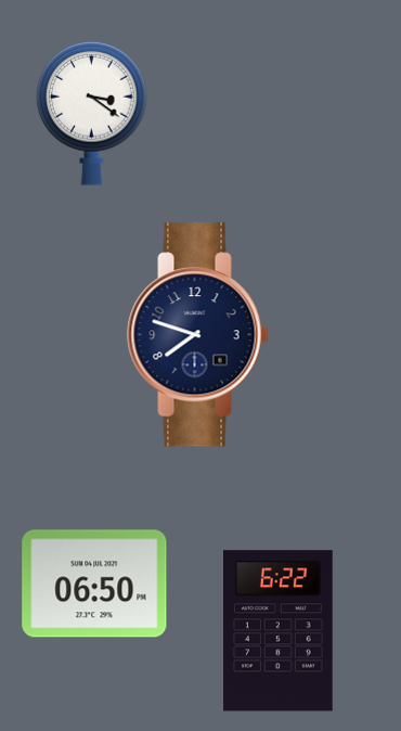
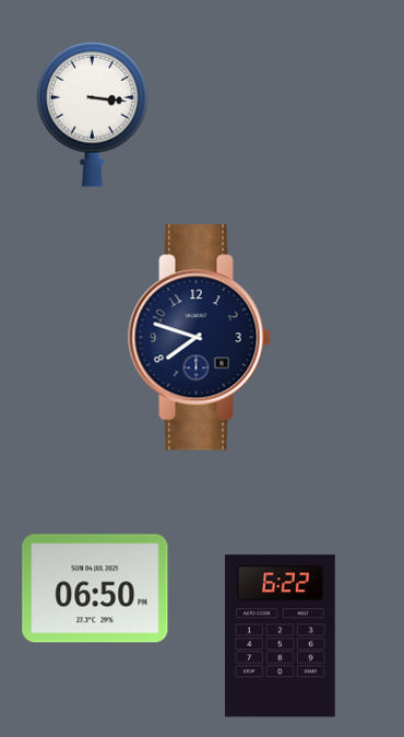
clock at (92, 113): 3:21 -> 3:16
